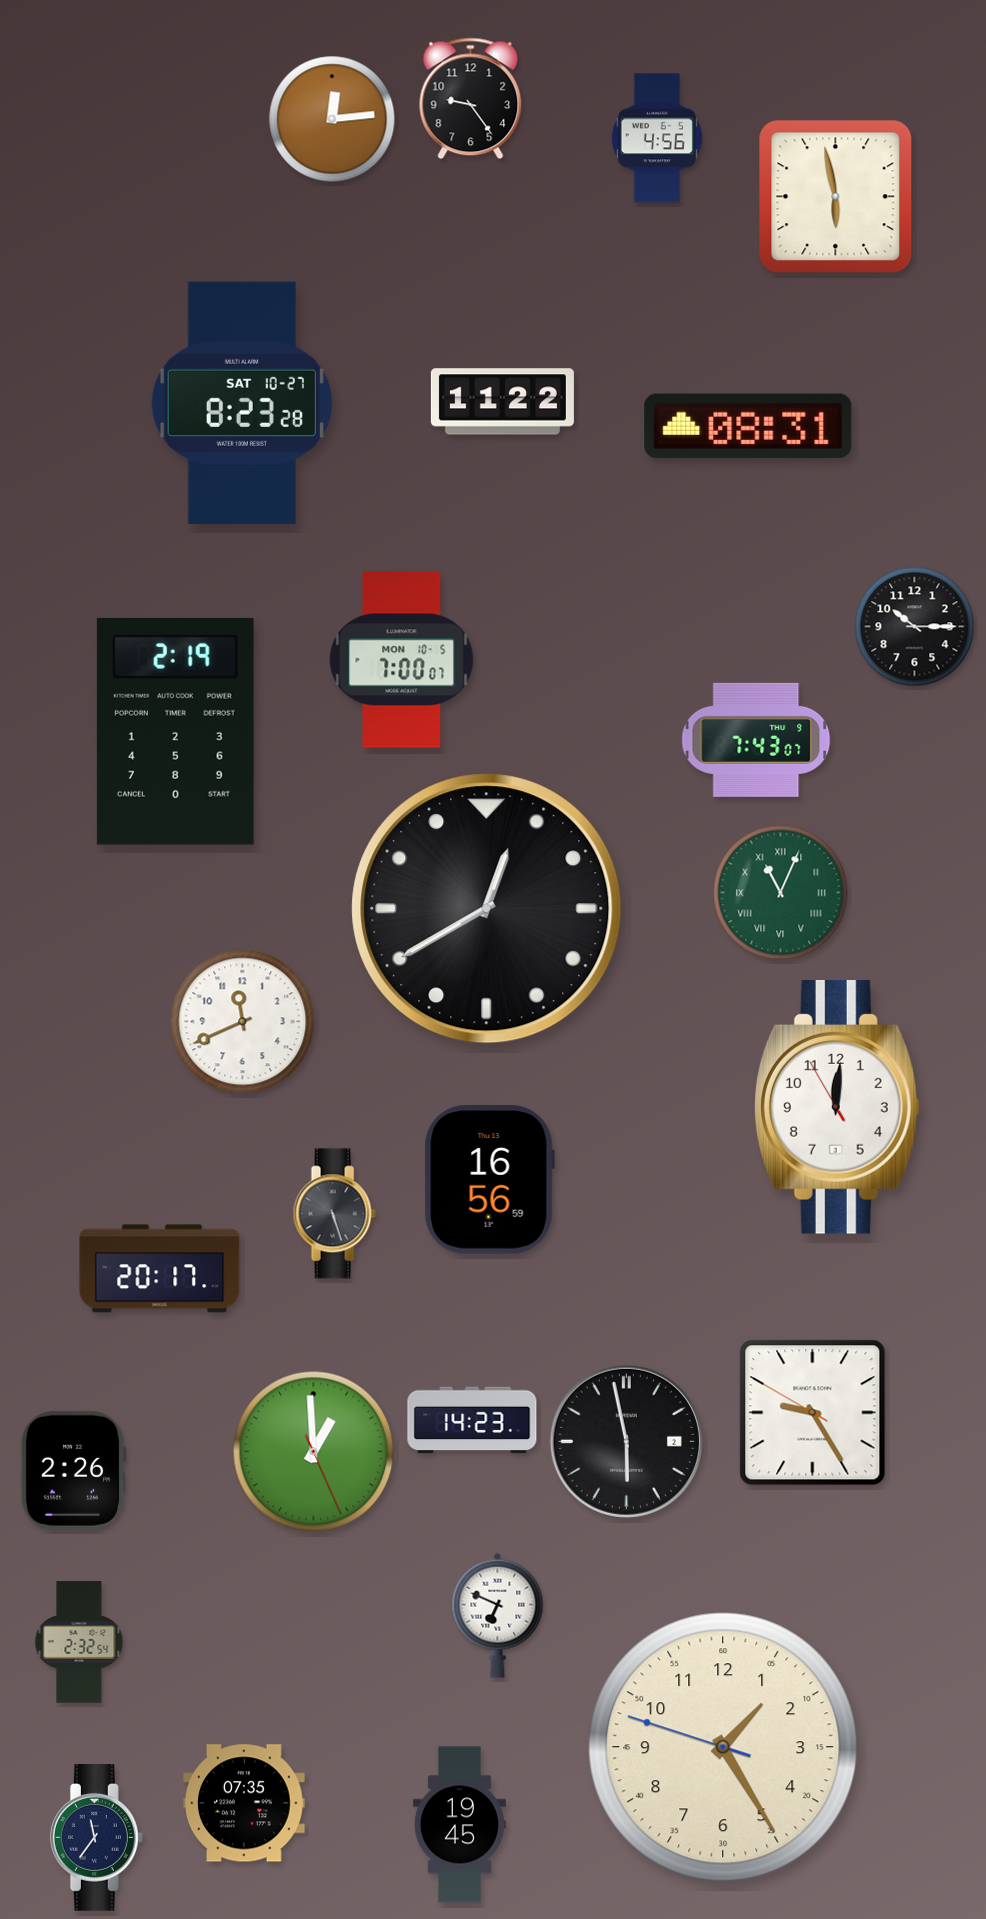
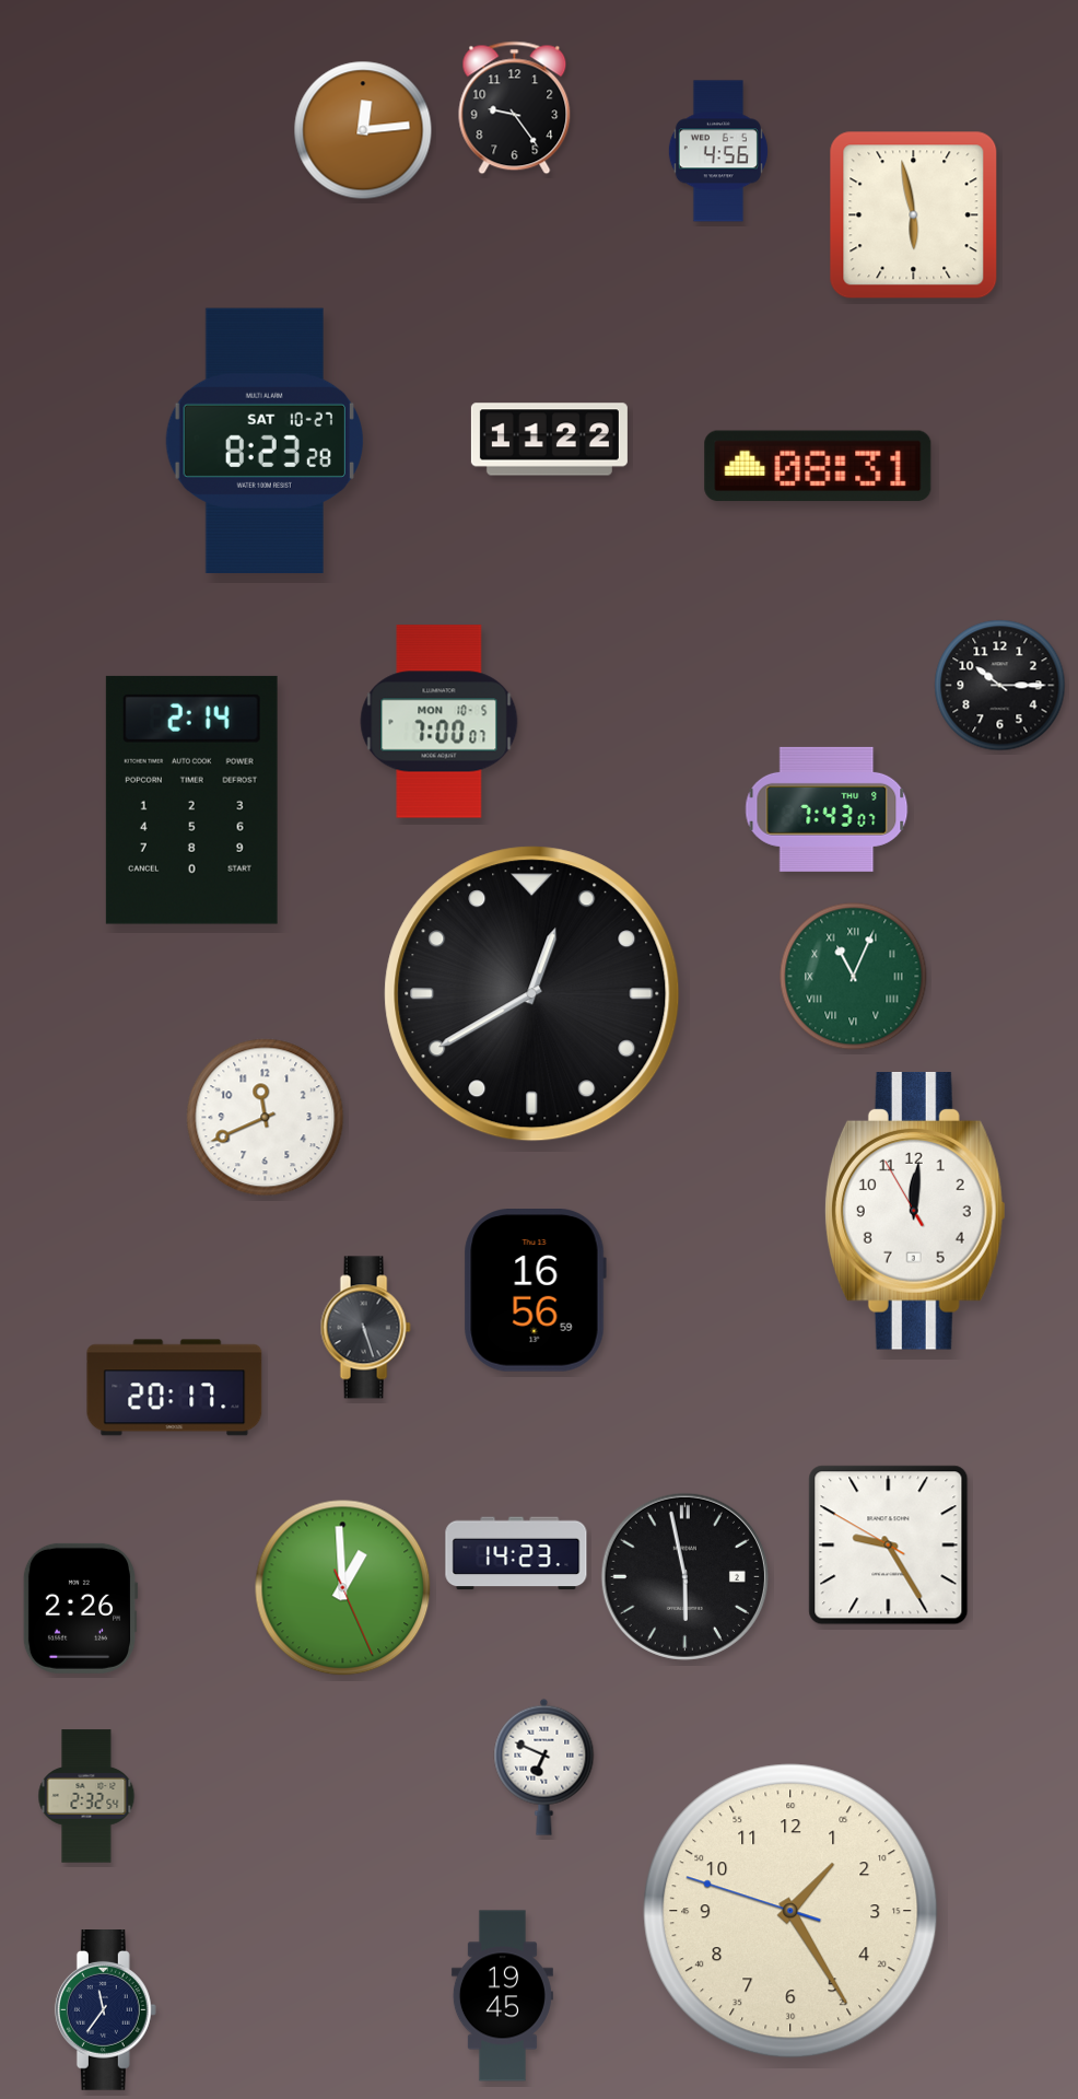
clock at (175, 731): 2:19 -> 2:14
clock at (244, 1803): 07:35 -> none
